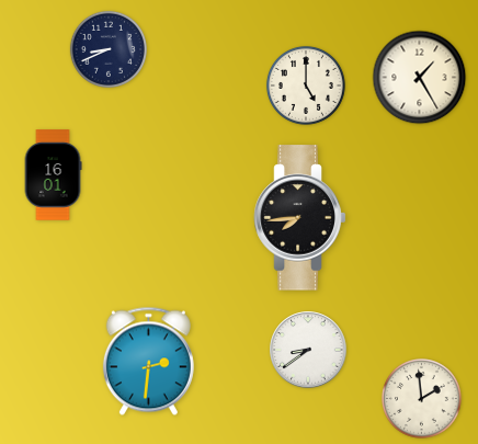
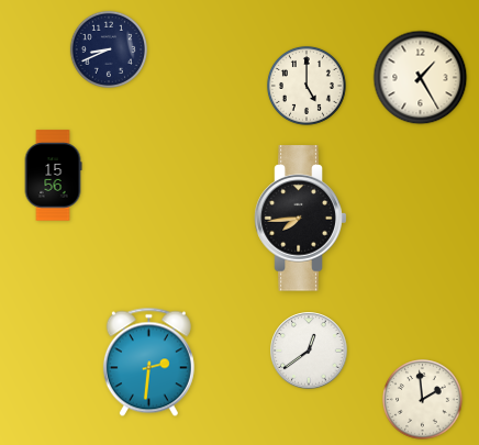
clock at (53, 175): 16:01 -> 15:56
clock at (308, 350): 8:39 -> 12:39
